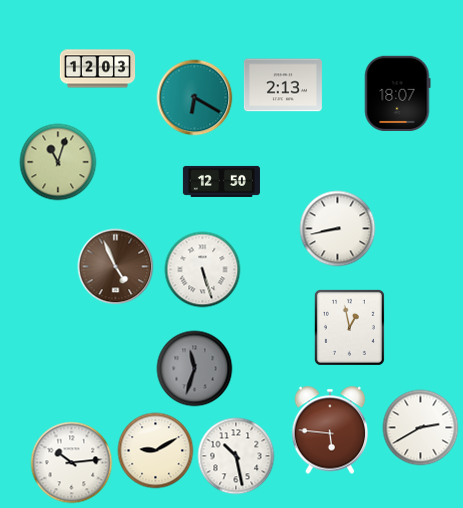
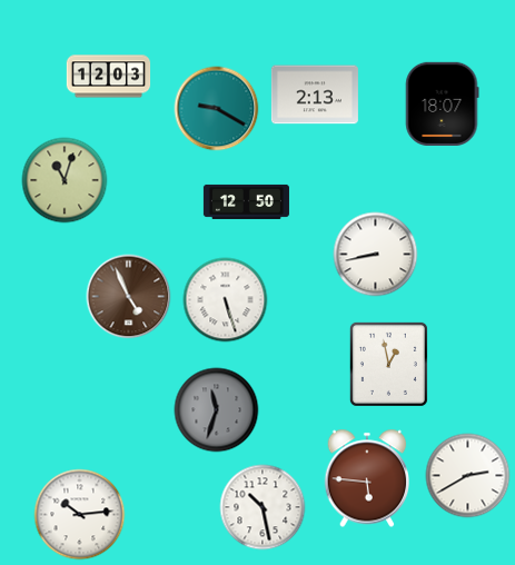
clock at (195, 98): 6:20 -> 9:20
clock at (156, 451): 9:10 -> none
